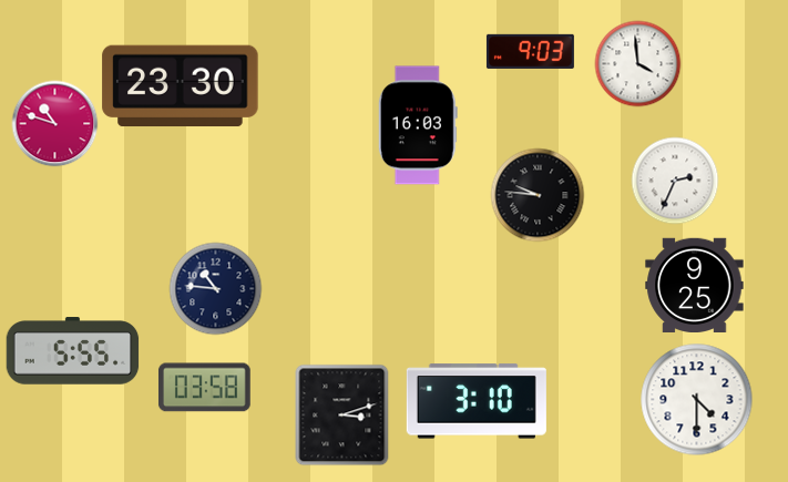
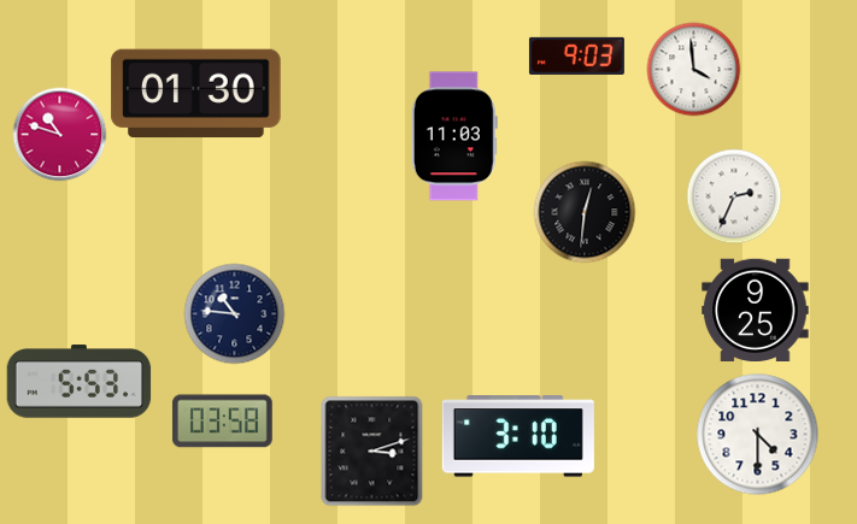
clock at (181, 86): 23:30 -> 01:30
clock at (418, 125): 16:03 -> 11:03
clock at (538, 195): 9:46 -> 12:31
clock at (73, 351): 5:55 -> 5:53
